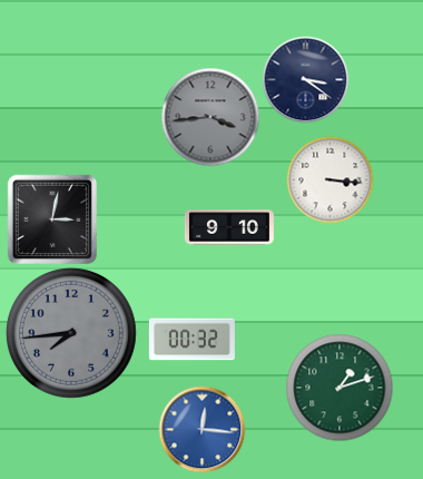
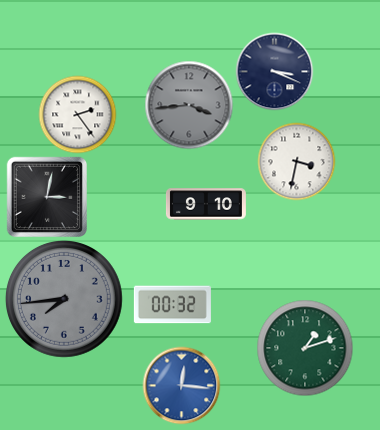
clock at (305, 79): 3:21 -> 3:19
clock at (77, 114): none -> 2:24
clock at (329, 179): 3:16 -> 3:32
